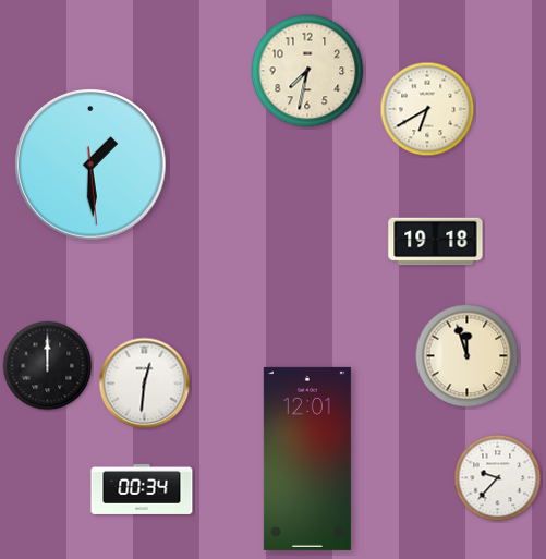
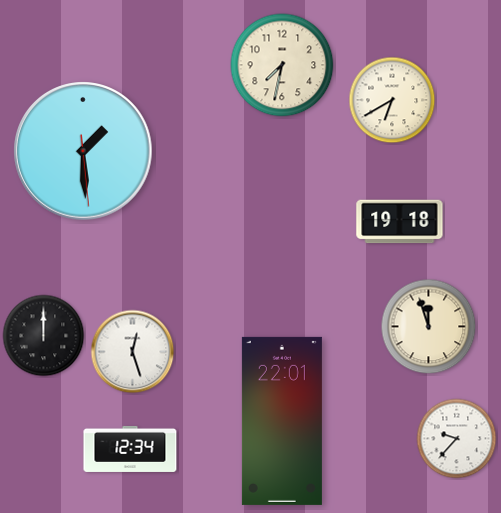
clock at (145, 384): 12:31 -> 12:27
clock at (307, 459): 12:01 -> 22:01
clock at (142, 489): 00:34 -> 12:34
